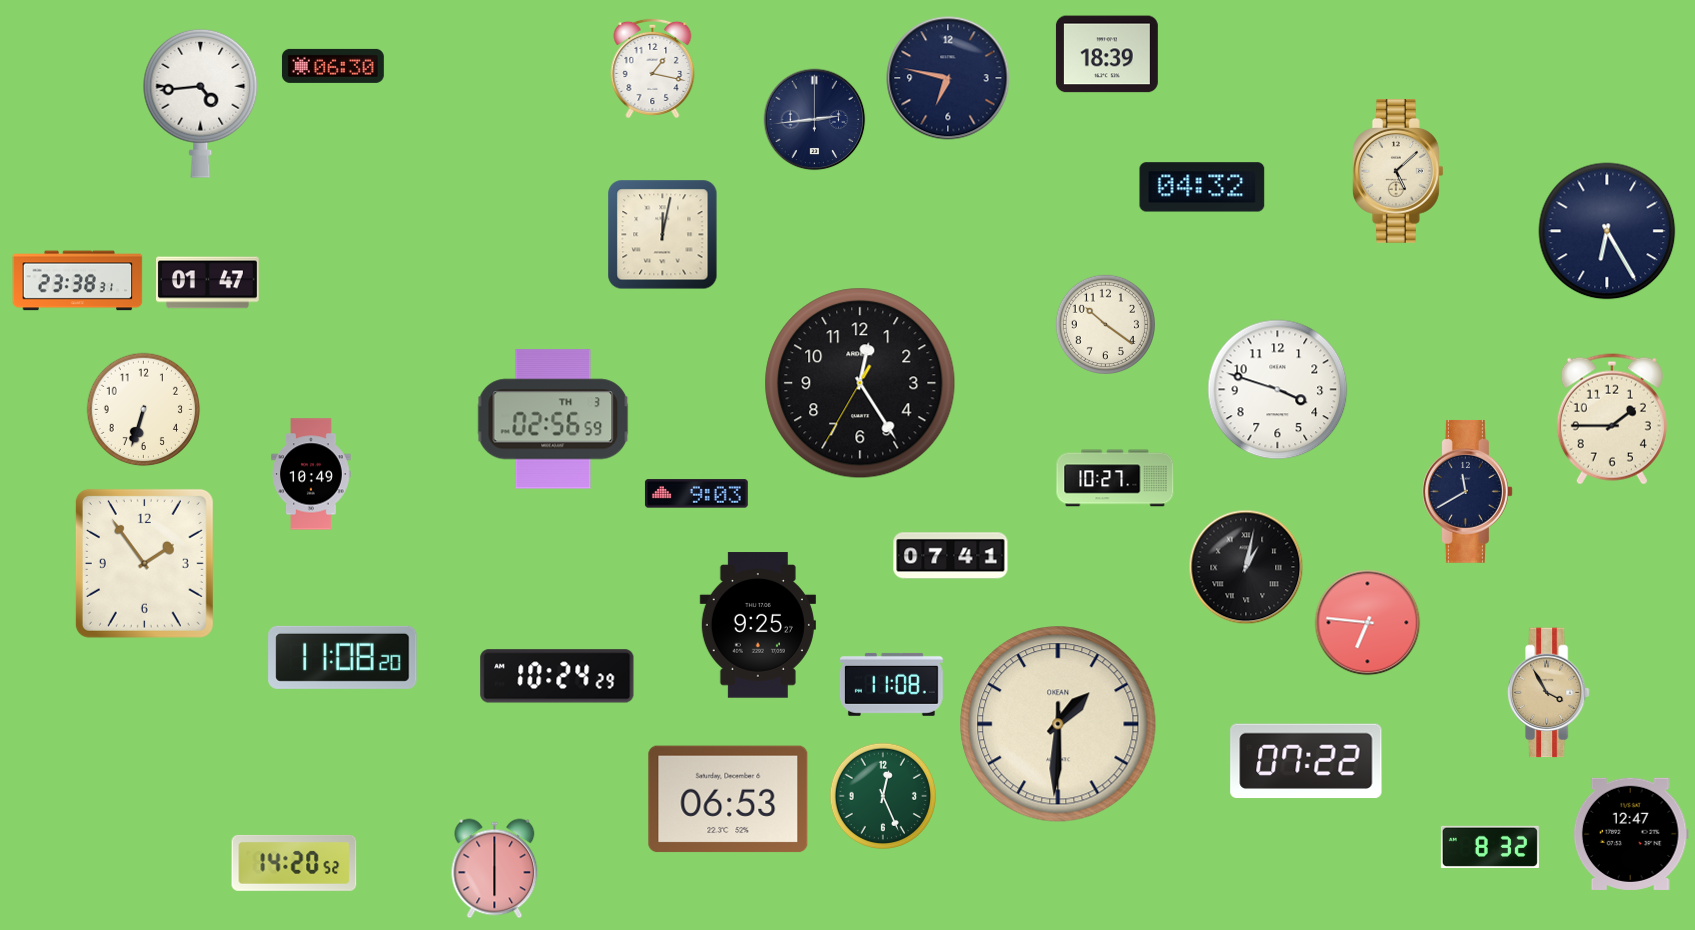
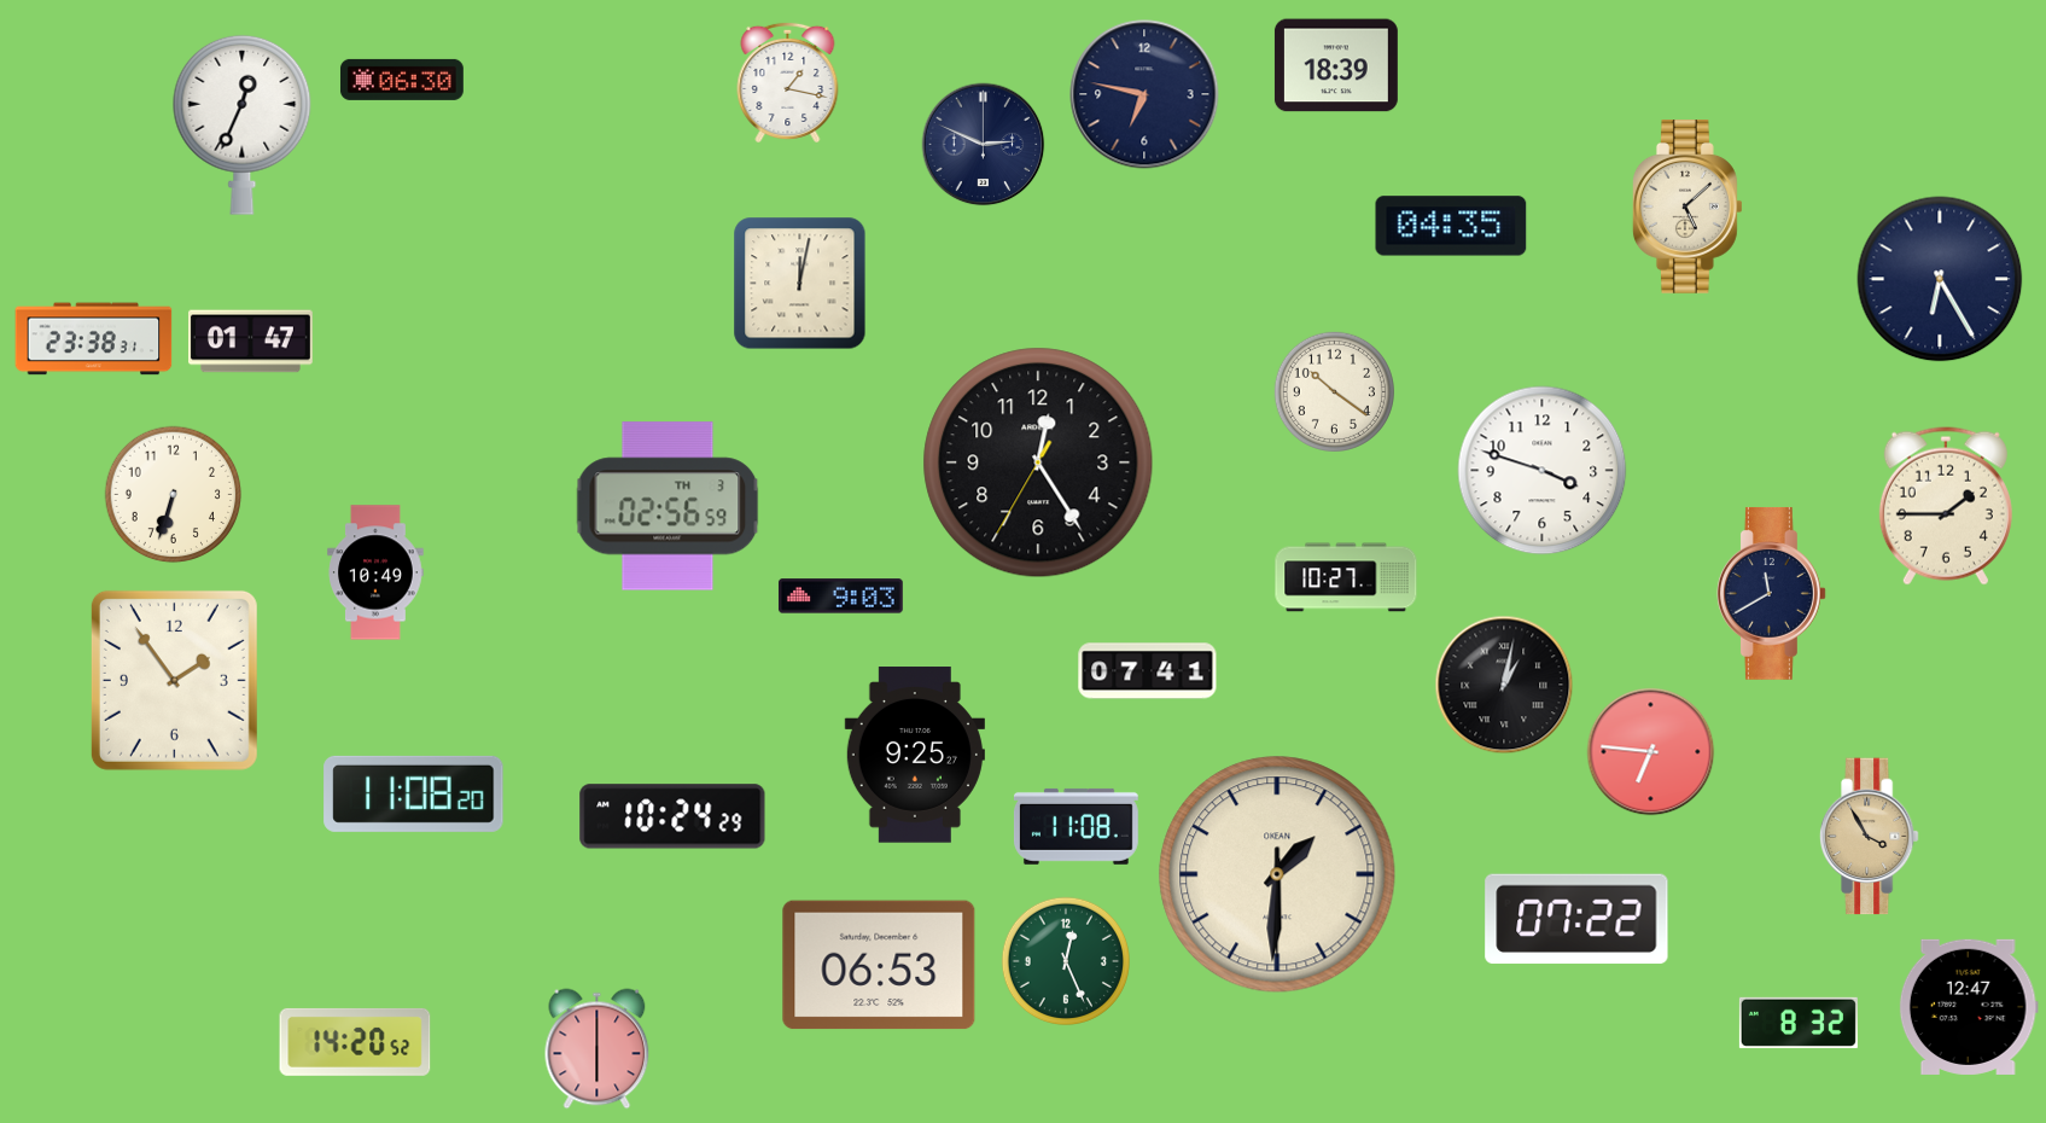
clock at (201, 103): 4:44 -> 12:34
clock at (815, 120): 2:44 -> 2:49
clock at (1202, 187): 04:32 -> 04:35
